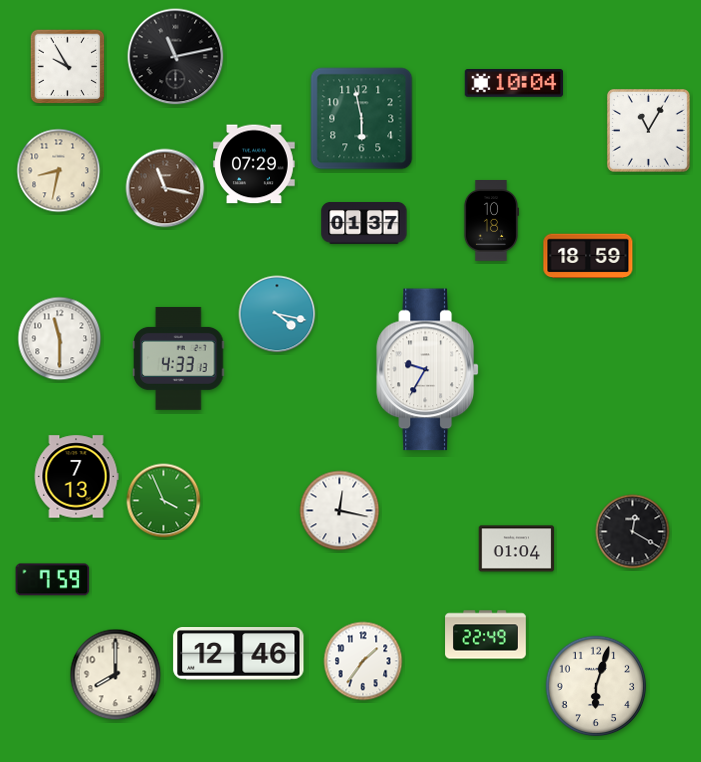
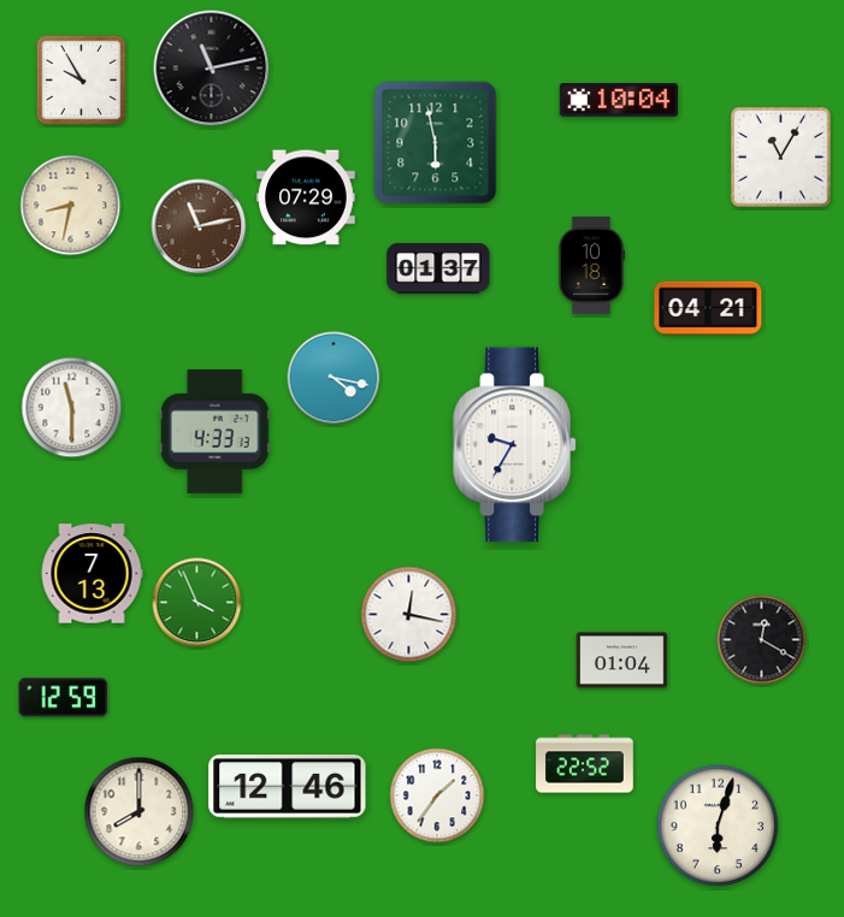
clock at (165, 188): 11:17 -> 11:13
clock at (588, 256): 18:59 -> 04:21
clock at (53, 580): 7:59 -> 12:59
clock at (486, 635): 22:49 -> 22:52
